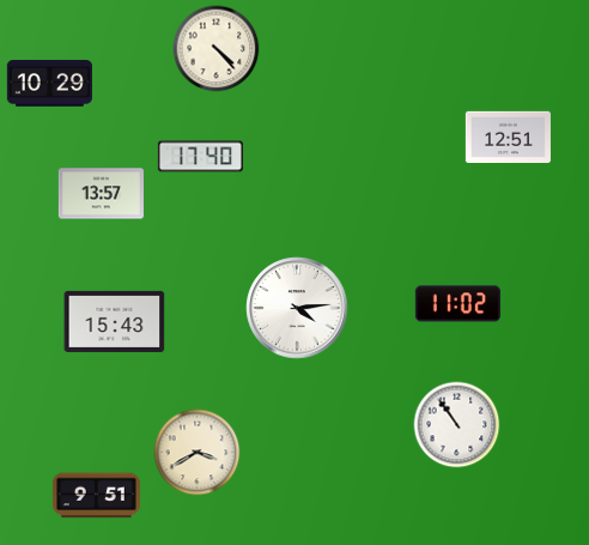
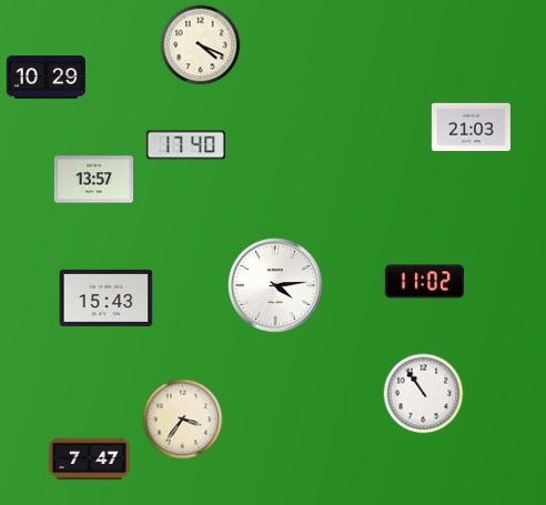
clock at (217, 49): 4:23 -> 4:19
clock at (508, 137): 12:51 -> 21:03
clock at (198, 453): 3:40 -> 3:36
clock at (96, 496): 9:51 -> 7:47
